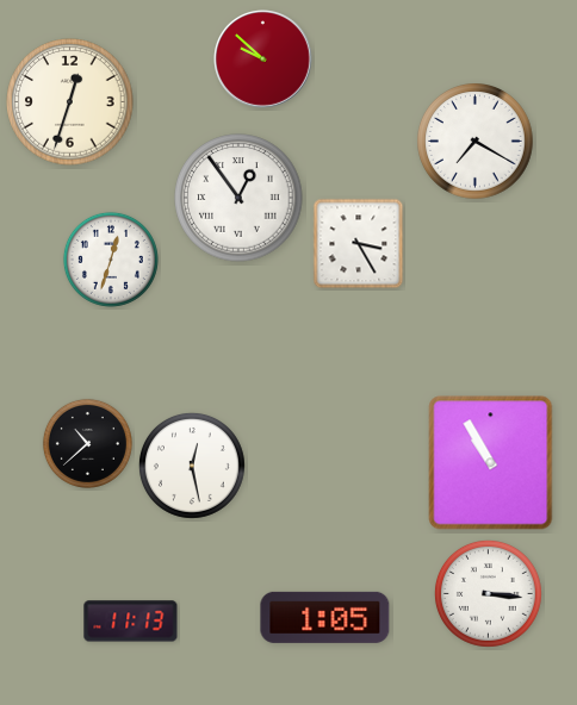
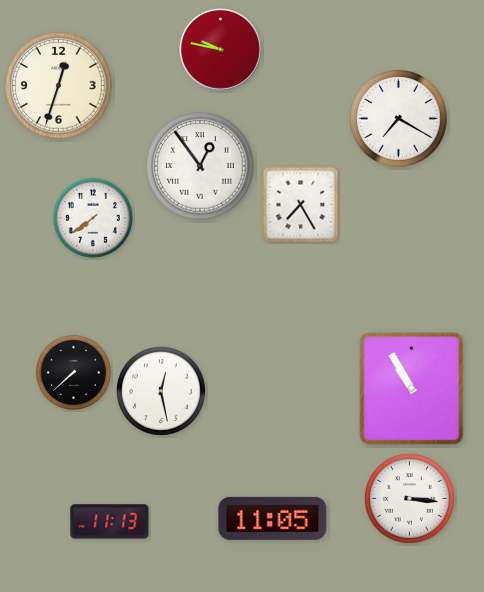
clock at (263, 60): 9:52 -> 9:47
clock at (359, 244): 3:25 -> 7:25
clock at (111, 260): 12:33 -> 7:39
clock at (87, 443): 10:38 -> 7:38
clock at (325, 617): 1:05 -> 11:05
